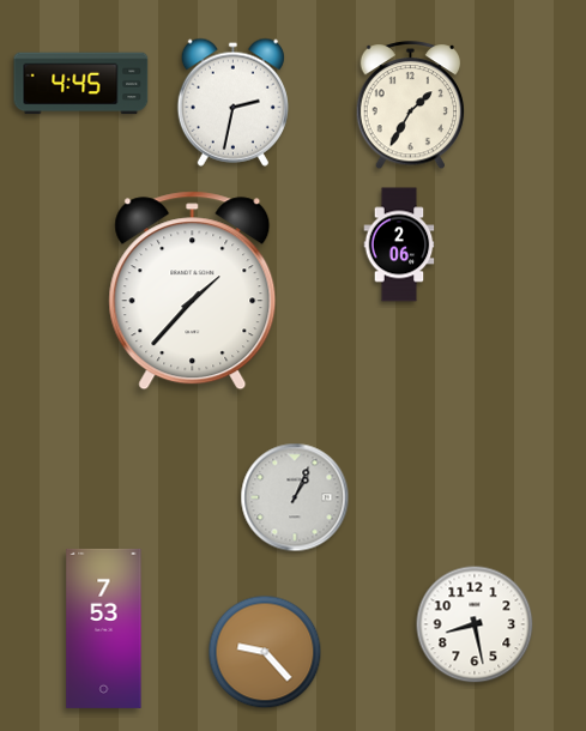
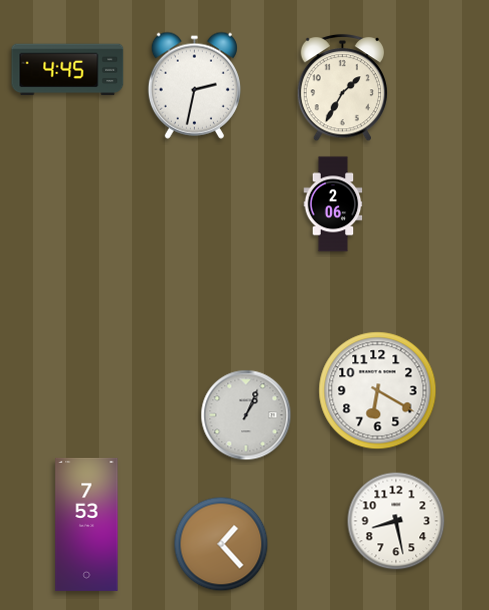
clock at (193, 291): 1:37 -> none
clock at (378, 391): none -> 6:20
clock at (265, 652): 9:23 -> 1:23
